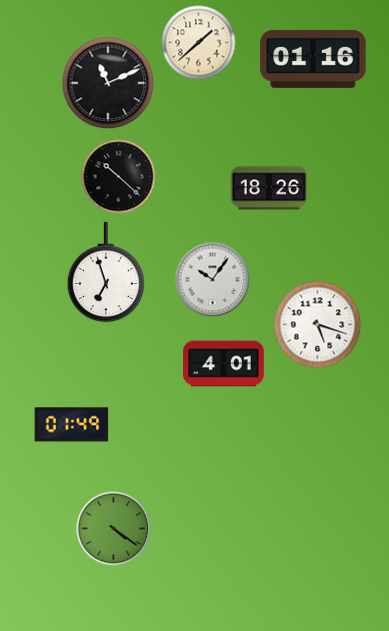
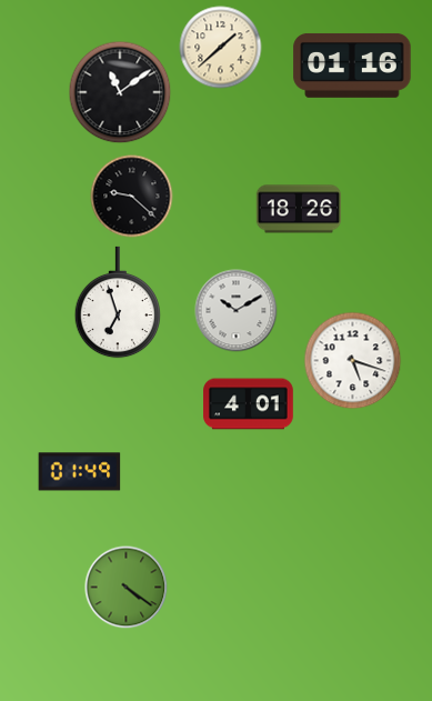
clock at (313, 59) position: (313, 59) -> (352, 66)
clock at (108, 83): 11:11 -> 11:09
clock at (119, 177): 10:22 -> 9:22
clock at (213, 280): 10:06 -> 10:10
